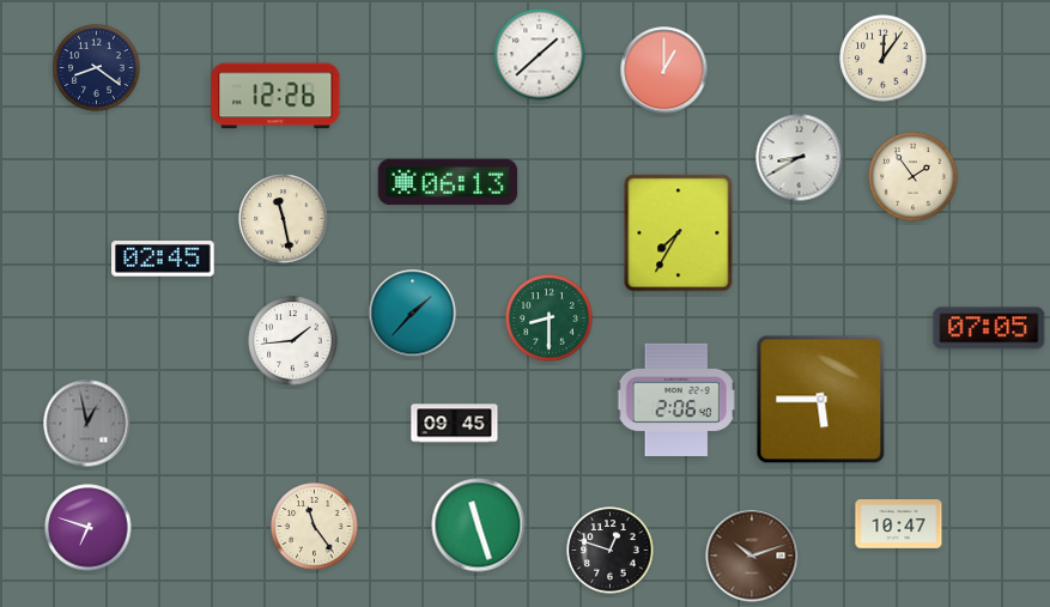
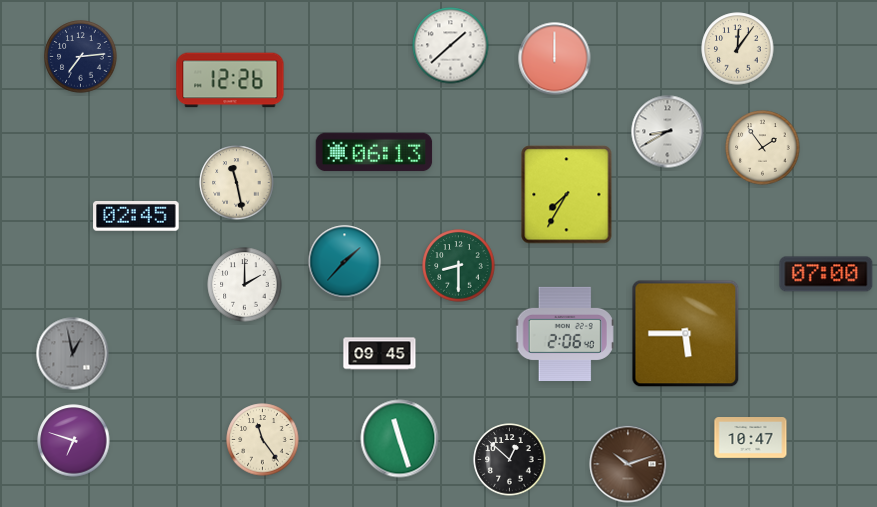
clock at (97, 68): 8:21 -> 7:14
clock at (664, 71): 1:00 -> 12:00
clock at (989, 328): 07:05 -> 07:00
clock at (293, 341): 1:44 -> 2:00
clock at (611, 551): 12:48 -> 12:52
